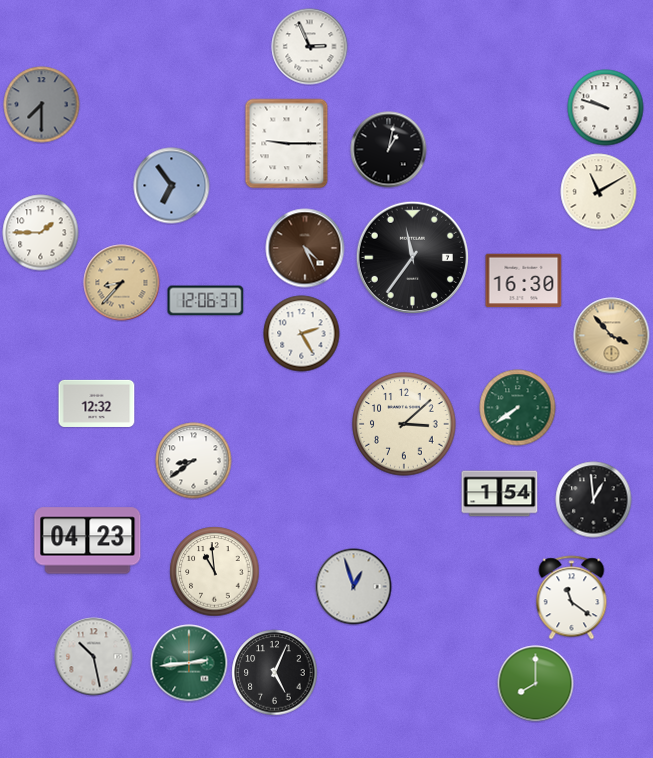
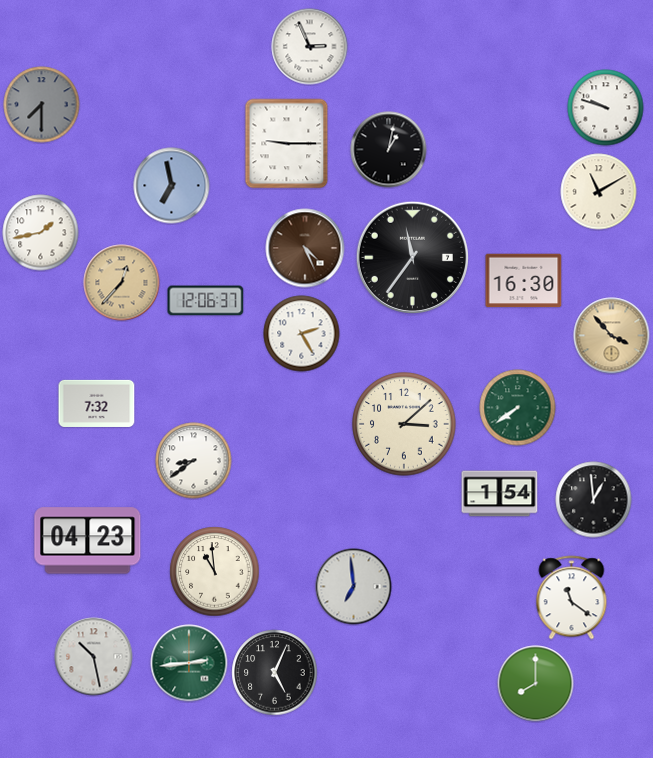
clock at (172, 186): 6:54 -> 6:58
clock at (41, 233): 1:45 -> 1:43
clock at (122, 283): 8:37 -> 12:37
clock at (97, 403): 12:32 -> 7:32
clock at (354, 587): 12:57 -> 6:59
